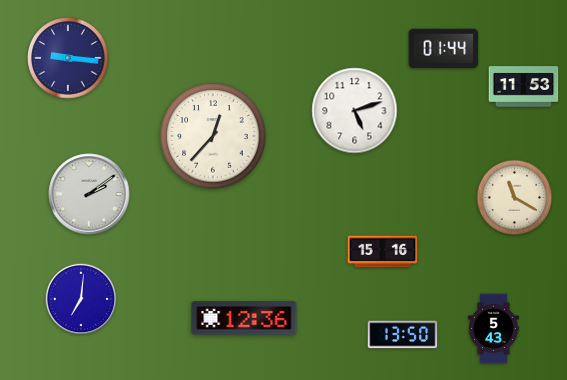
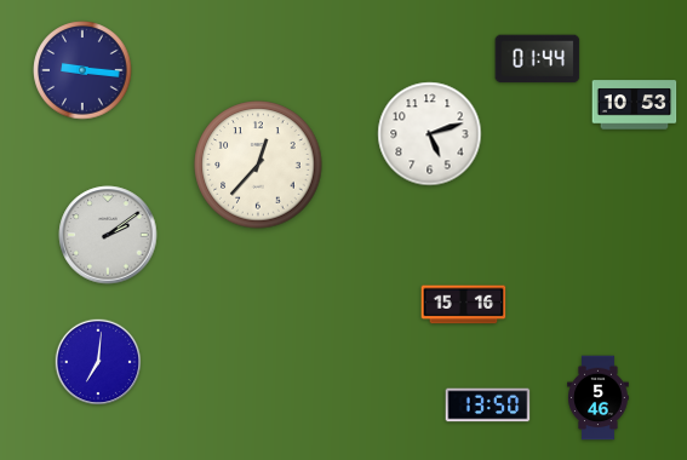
clock at (524, 87): 11:53 -> 10:53
clock at (515, 198): 11:20 -> none
clock at (244, 318): 12:36 -> none
clock at (494, 329): 5:43 -> 5:46
